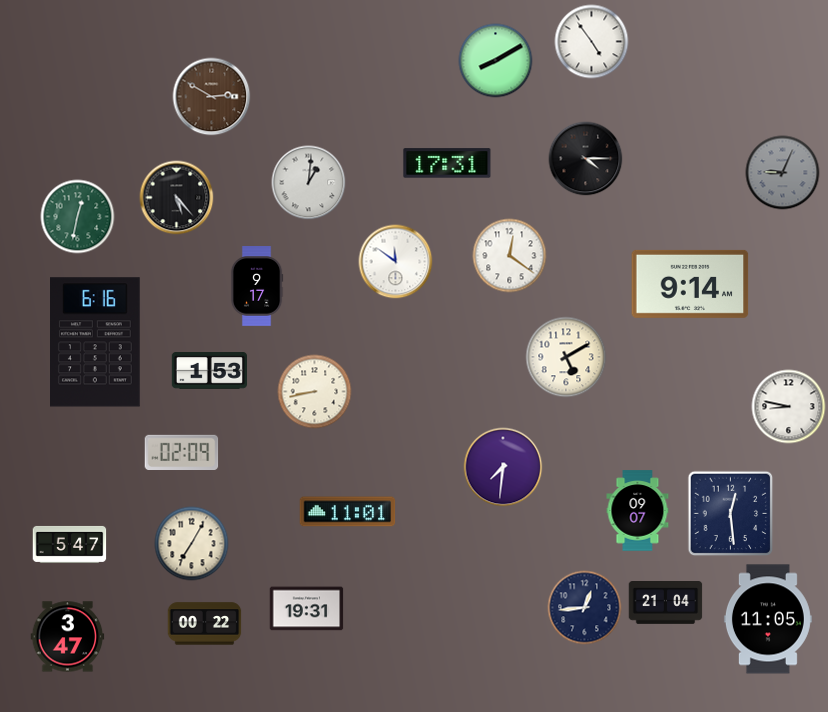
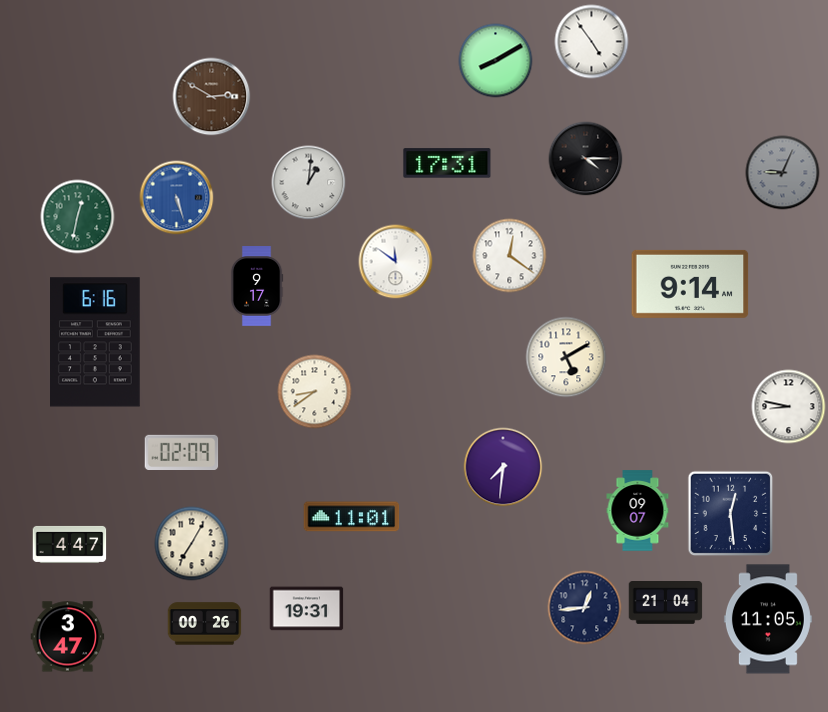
clock at (177, 198): 5:23 -> 5:27
clock at (177, 198) dial: black -> blue
clock at (209, 371): 1:53 -> none
clock at (315, 392): 8:43 -> 8:39
clock at (348, 512) position: (348, 512) -> (352, 517)
clock at (70, 544): 5:47 -> 4:47
clock at (205, 624): 00:22 -> 00:26
